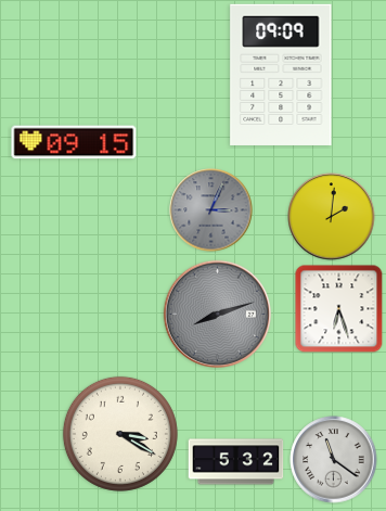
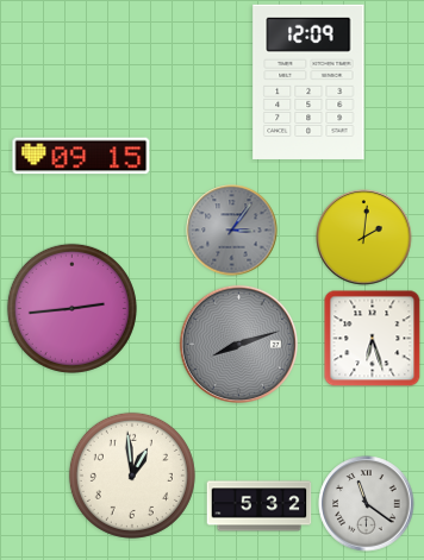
clock at (281, 75): 09:09 -> 12:09
clock at (211, 210): 3:04 -> 3:06
clock at (71, 308): none -> 2:44
clock at (120, 434): 3:20 -> 12:59
